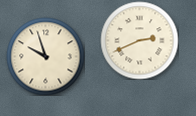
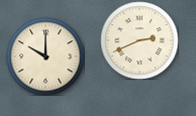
clock at (45, 56): 9:57 -> 10:00
